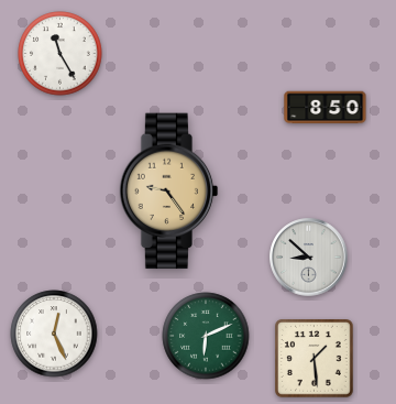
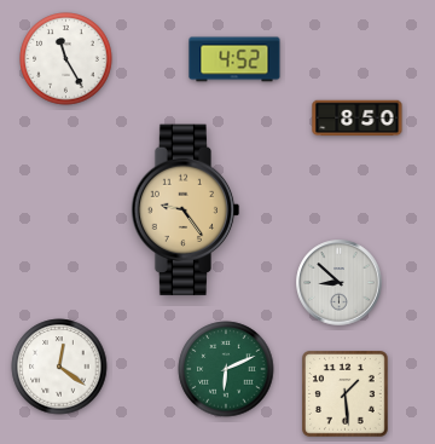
clock at (234, 59): none -> 4:52
clock at (54, 334): 12:26 -> 12:21
